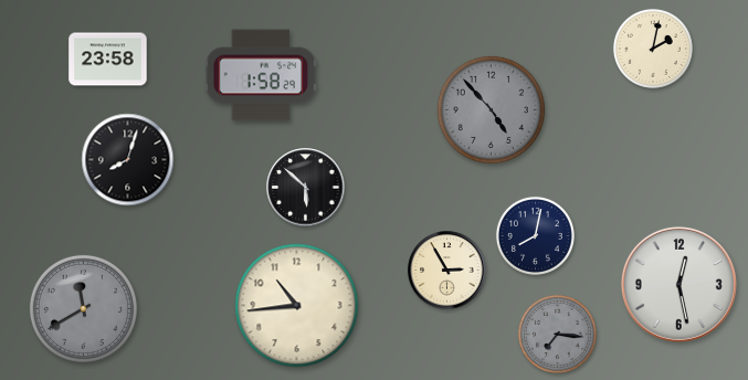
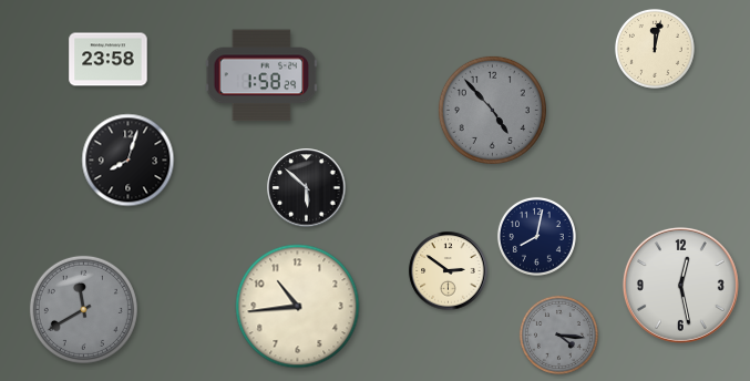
clock at (653, 49): 2:02 -> 12:02
clock at (447, 271): 2:55 -> 2:51
clock at (557, 334): 7:16 -> 4:16
